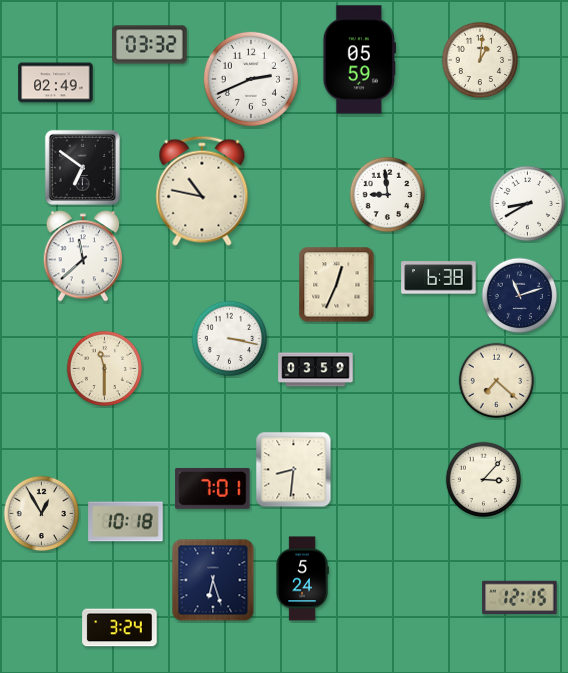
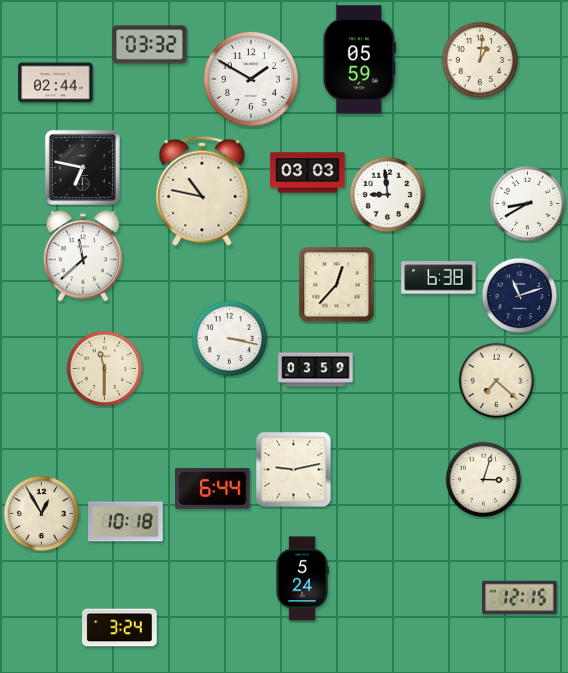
clock at (251, 79): 2:41 -> 1:50
clock at (56, 83): 02:49 -> 02:44
clock at (82, 167): 6:51 -> 6:47
clock at (308, 173): none -> 03:03
clock at (337, 285): 12:34 -> 12:37
clock at (294, 470): 8:31 -> 9:13
clock at (484, 480): 3:07 -> 3:03
clock at (213, 488): 7:01 -> 6:44
clock at (213, 580): 6:27 -> none
